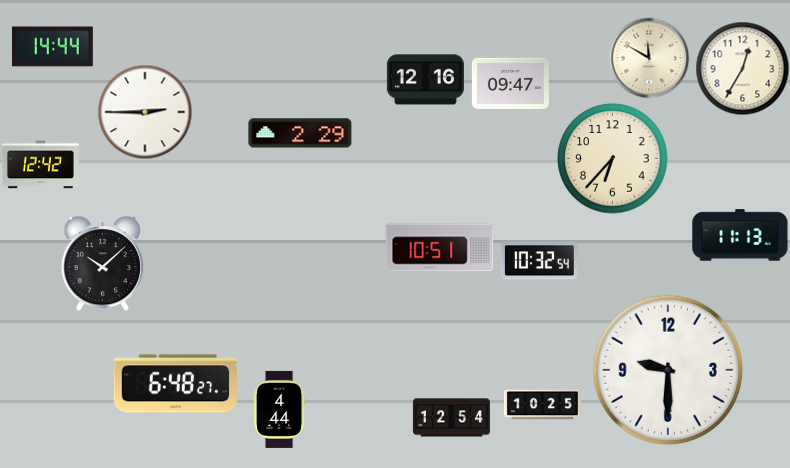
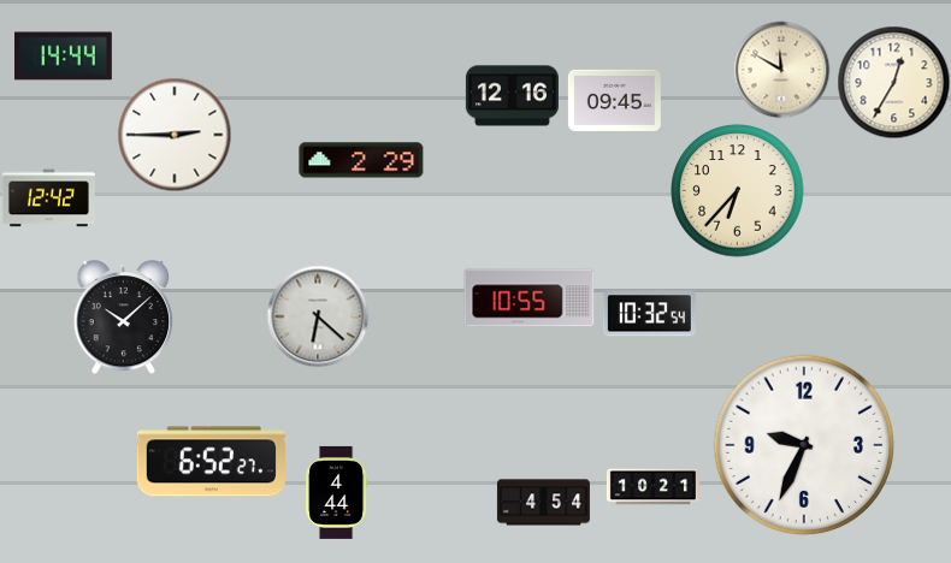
clock at (510, 83): 09:47 -> 09:45
clock at (740, 235): 11:13 -> none
clock at (440, 248): 10:51 -> 10:55
clock at (318, 316): none -> 6:22
clock at (668, 370): 9:30 -> 9:34
clock at (175, 384): 6:48 -> 6:52
clock at (542, 405): 10:25 -> 10:21
clock at (451, 418): 12:54 -> 4:54
